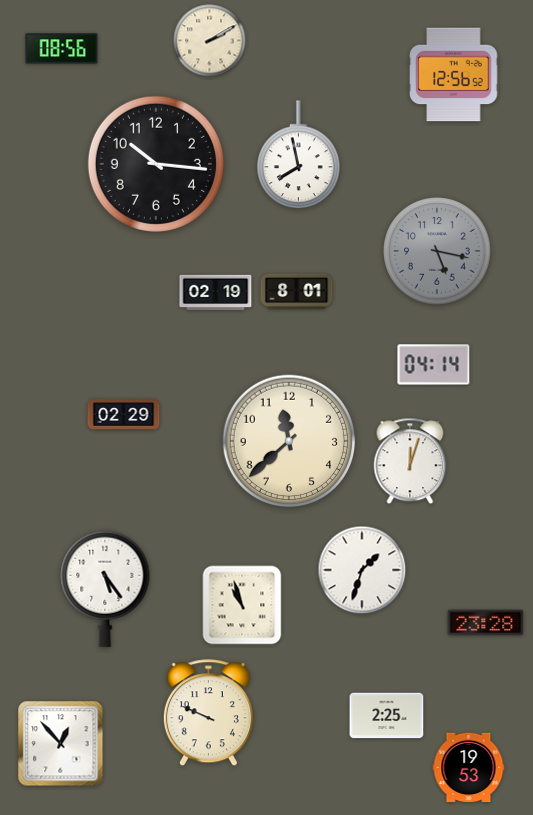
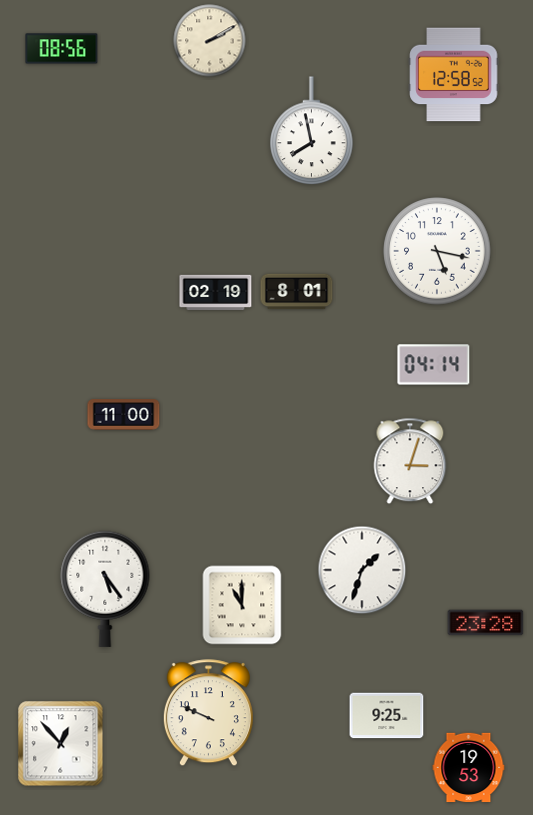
clock at (454, 75): 12:56 -> 12:58
clock at (299, 155) position: (299, 155) -> (312, 131)
clock at (156, 164): 10:16 -> none
clock at (437, 251) dial: grey -> white
clock at (124, 415): 02:29 -> 11:00
clock at (289, 441): 11:38 -> none
clock at (410, 461): 12:03 -> 3:03
clock at (242, 605): 10:57 -> 11:00
clock at (387, 716): 2:25 -> 9:25
